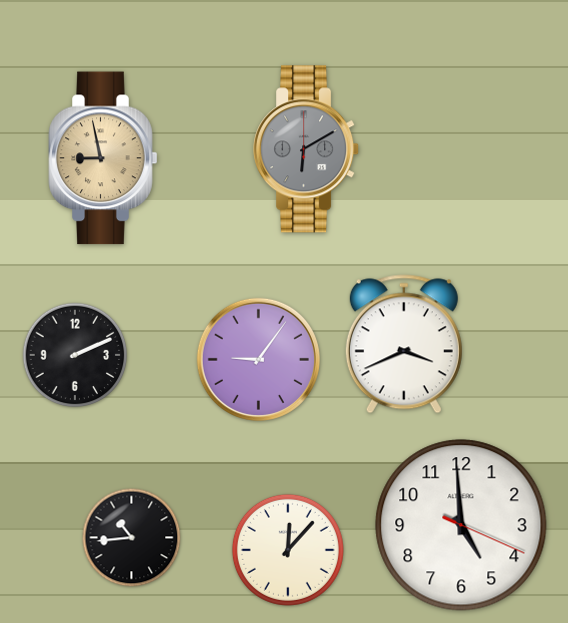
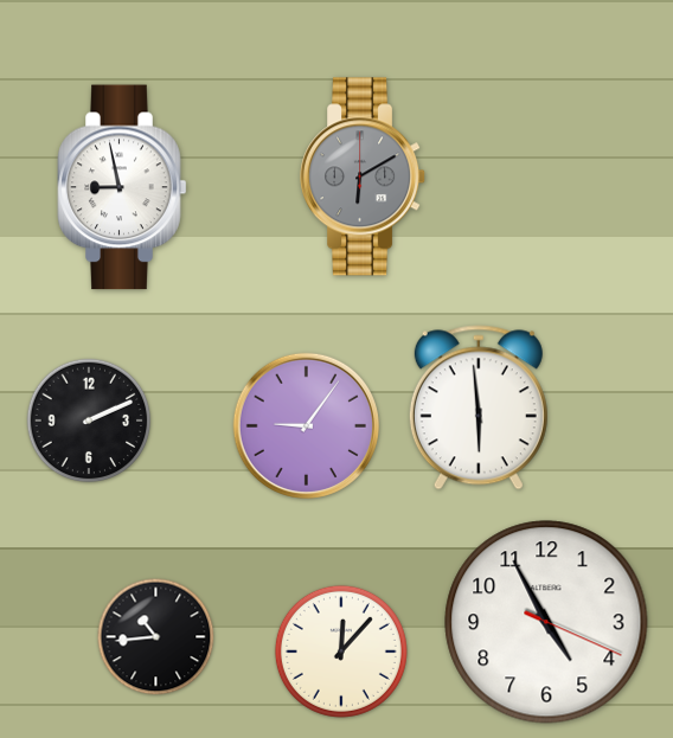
clock at (103, 158) dial: champagne -> white
clock at (404, 344): 3:41 -> 5:59
clock at (461, 525): 4:59 -> 4:55
